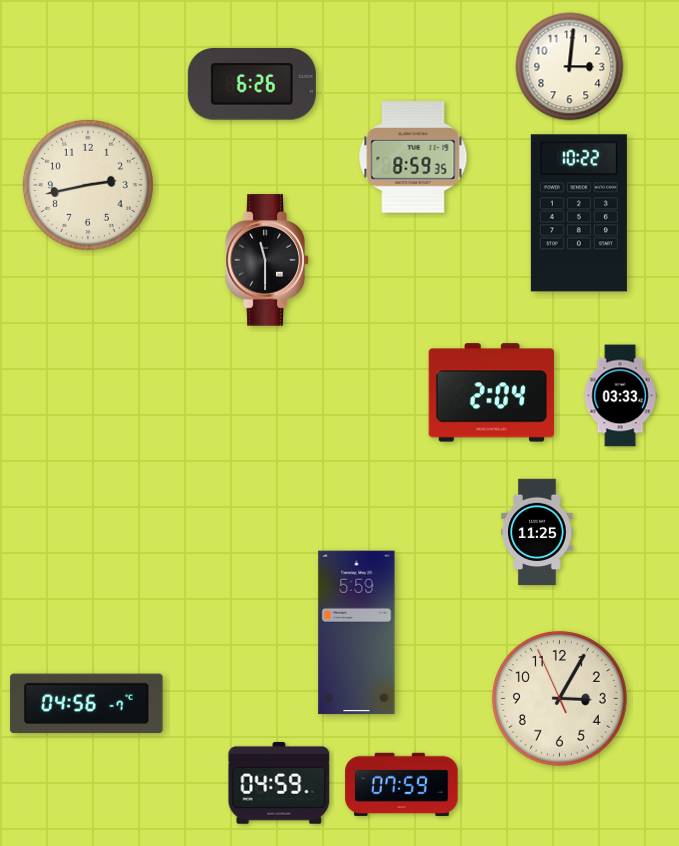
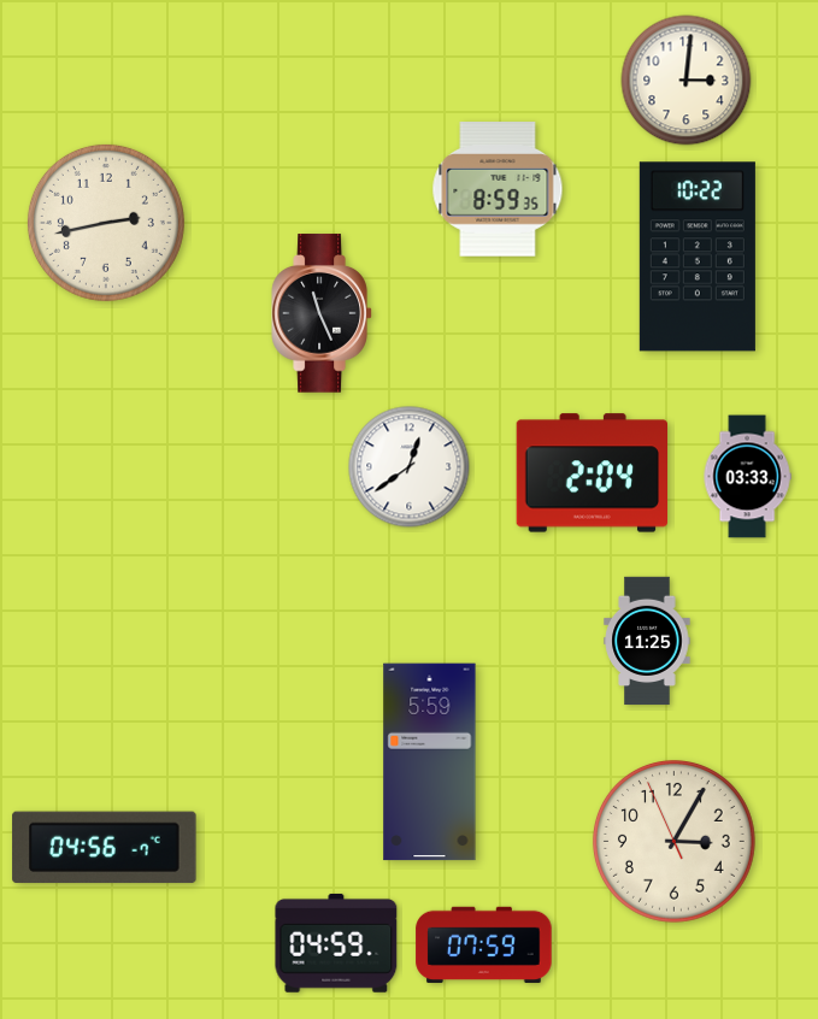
clock at (252, 85): 6:26 -> none
clock at (267, 260): 11:30 -> 11:26
clock at (410, 467): none -> 12:39
